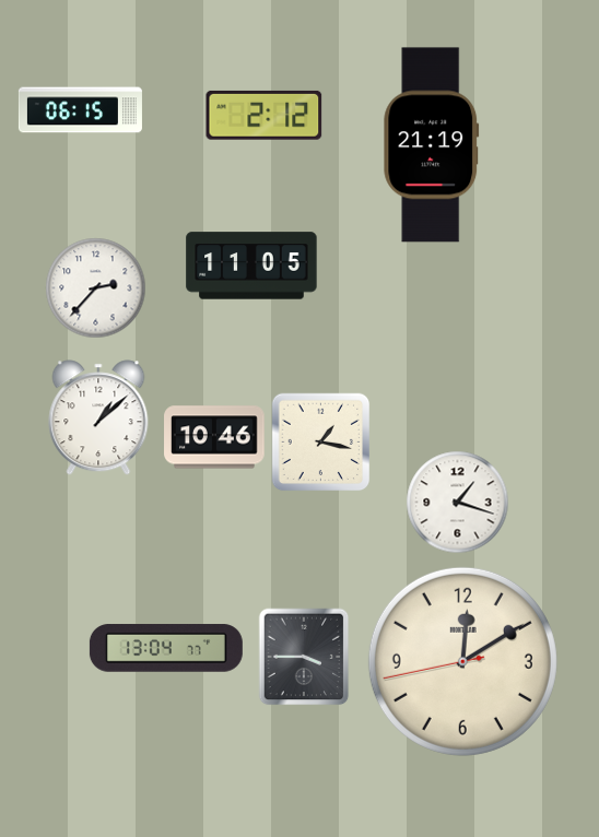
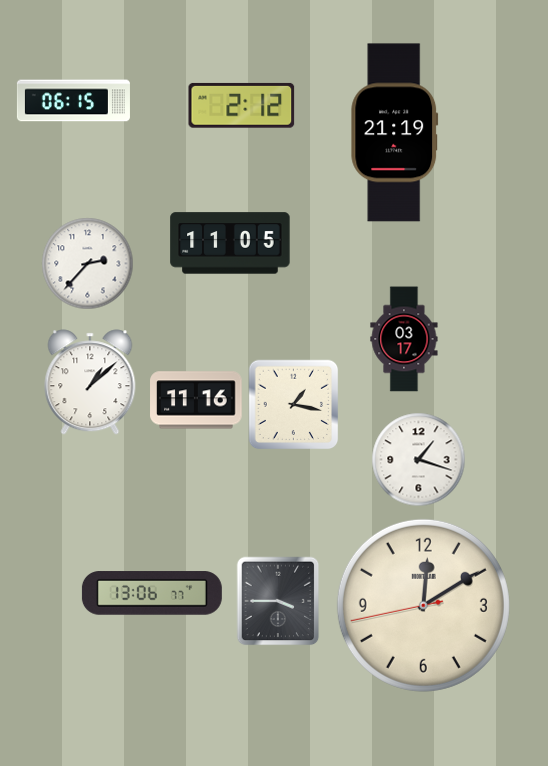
clock at (404, 339): none -> 03:17
clock at (214, 437): 10:46 -> 11:16
clock at (166, 648): 13:04 -> 13:06
